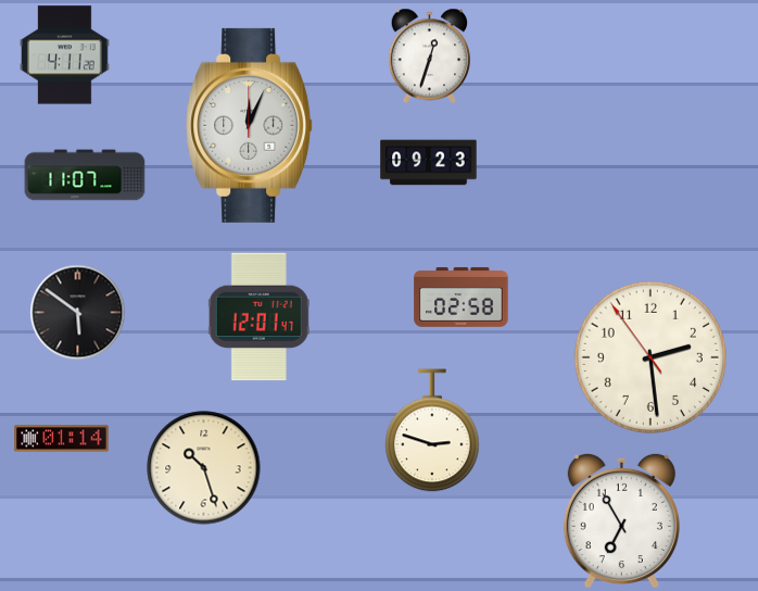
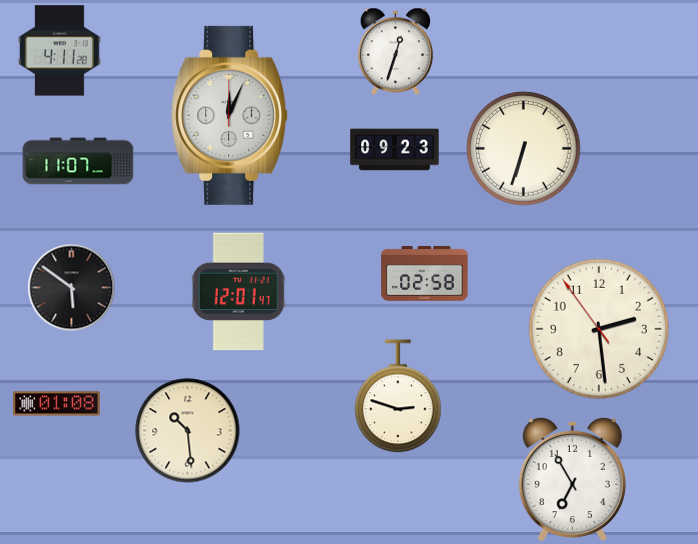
clock at (524, 149): none -> 6:33
clock at (62, 439): 01:14 -> 01:08
clock at (204, 468): 10:27 -> 10:29
